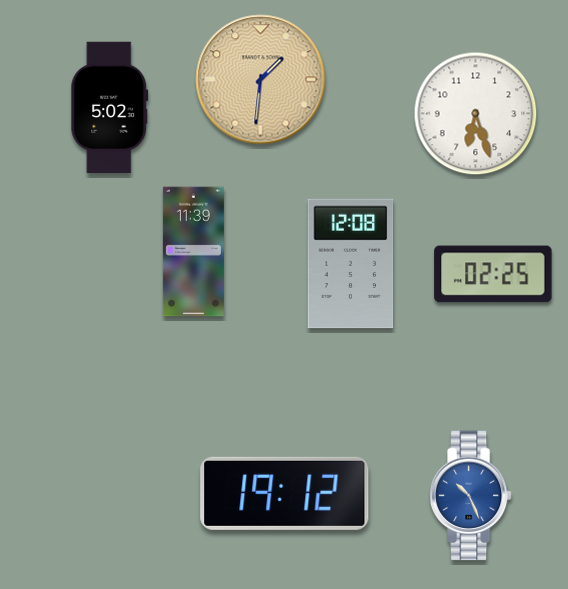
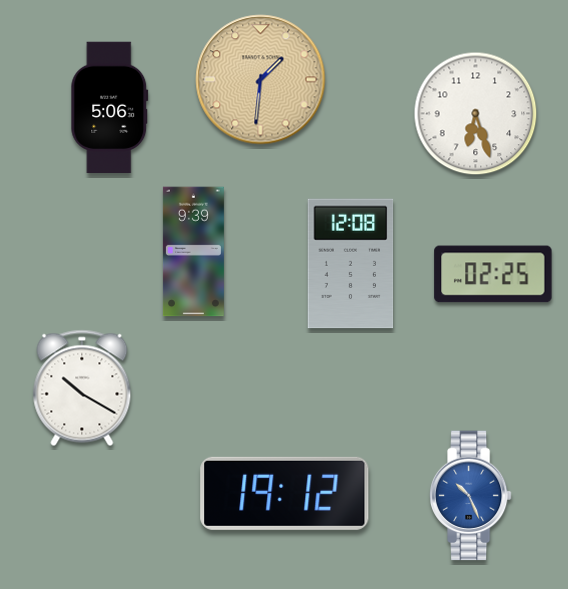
clock at (110, 108): 5:02 -> 5:06
clock at (193, 252): 11:39 -> 9:39
clock at (82, 388): none -> 10:20
